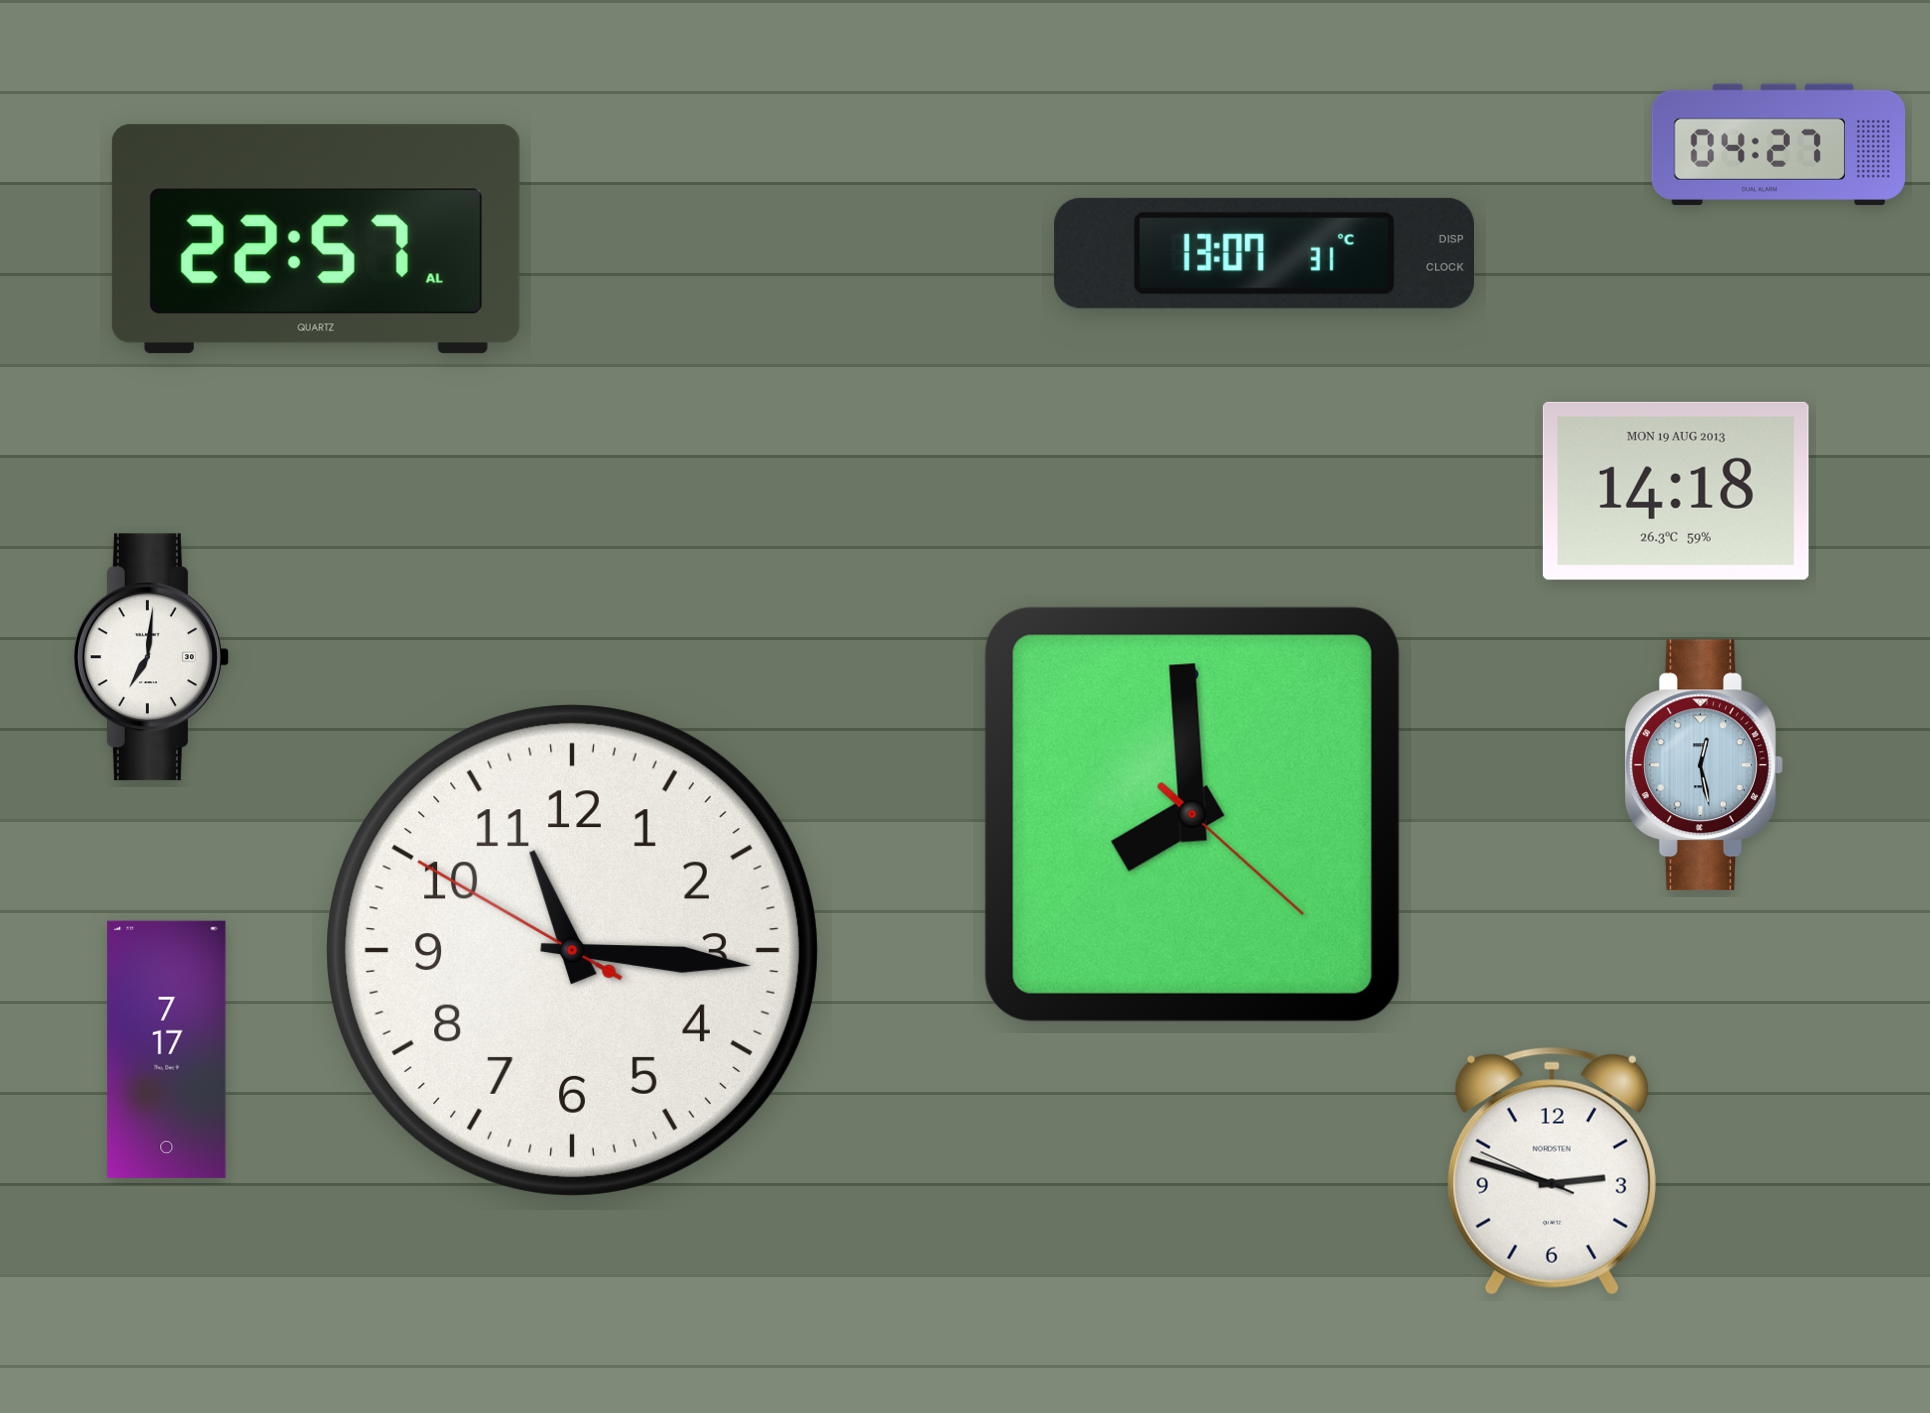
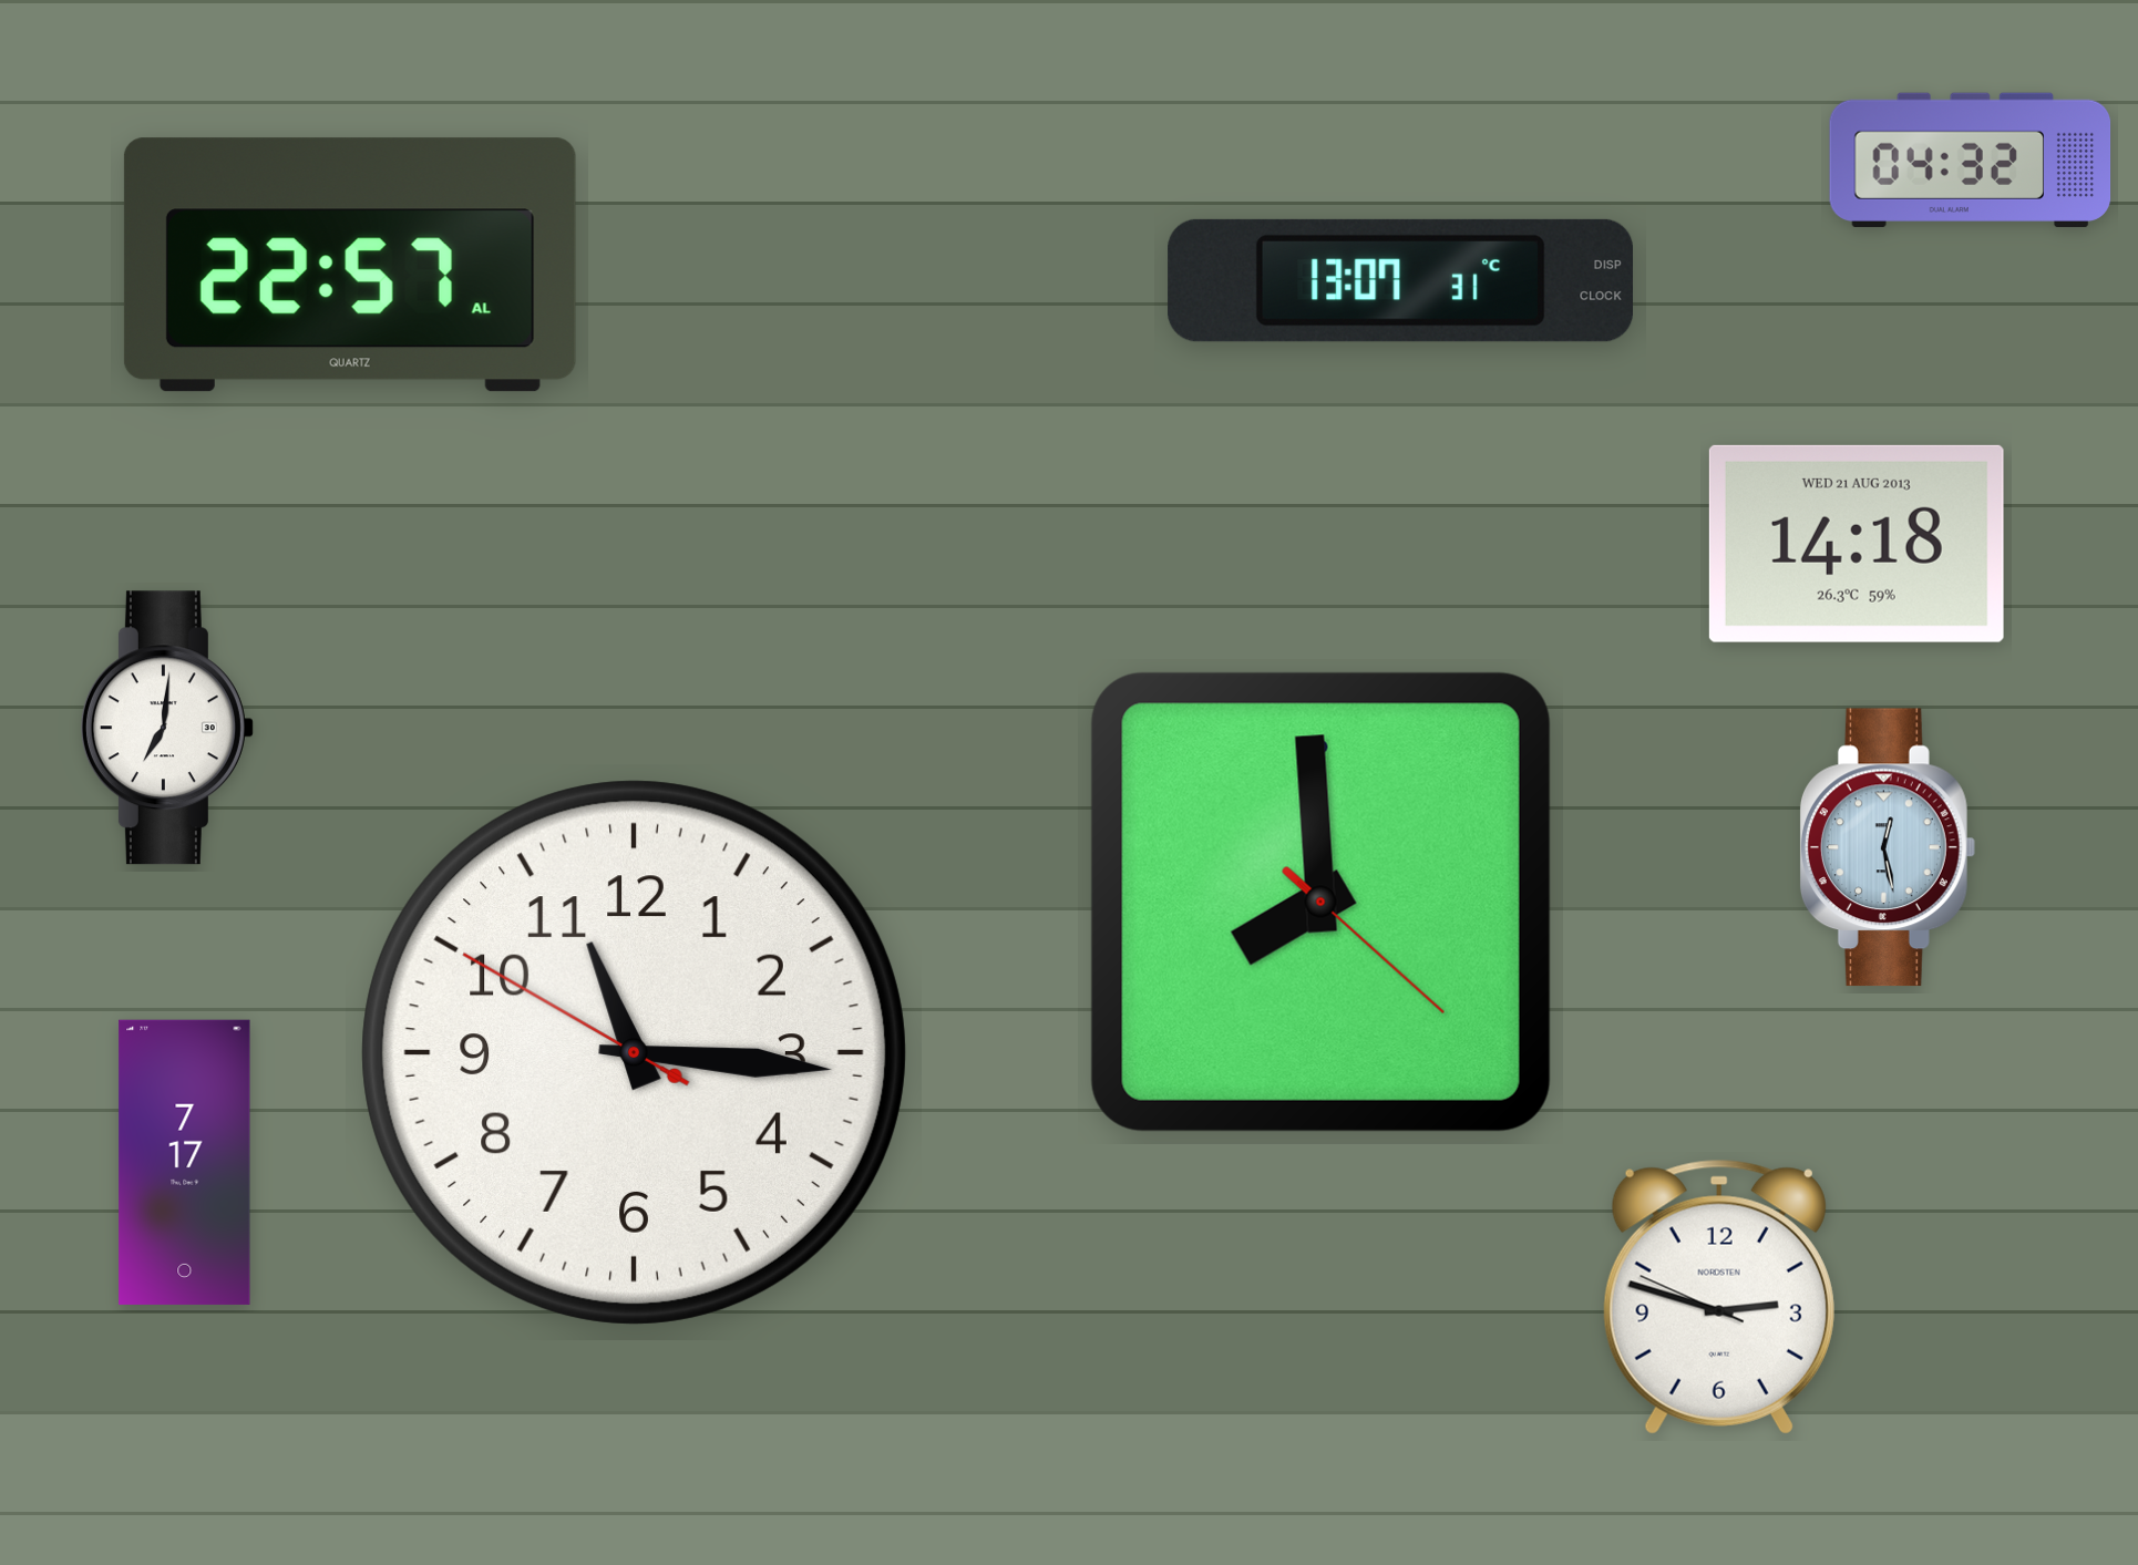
clock at (1779, 144): 04:27 -> 04:32
clock at (1676, 491) date: MON 19 AUG 2013 -> WED 21 AUG 2013
